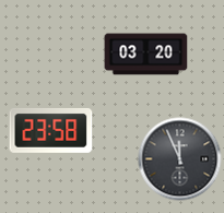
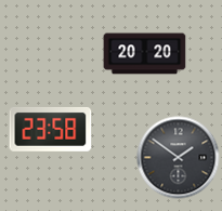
clock at (146, 55): 03:20 -> 20:20
clock at (180, 159): 11:56 -> 1:51
